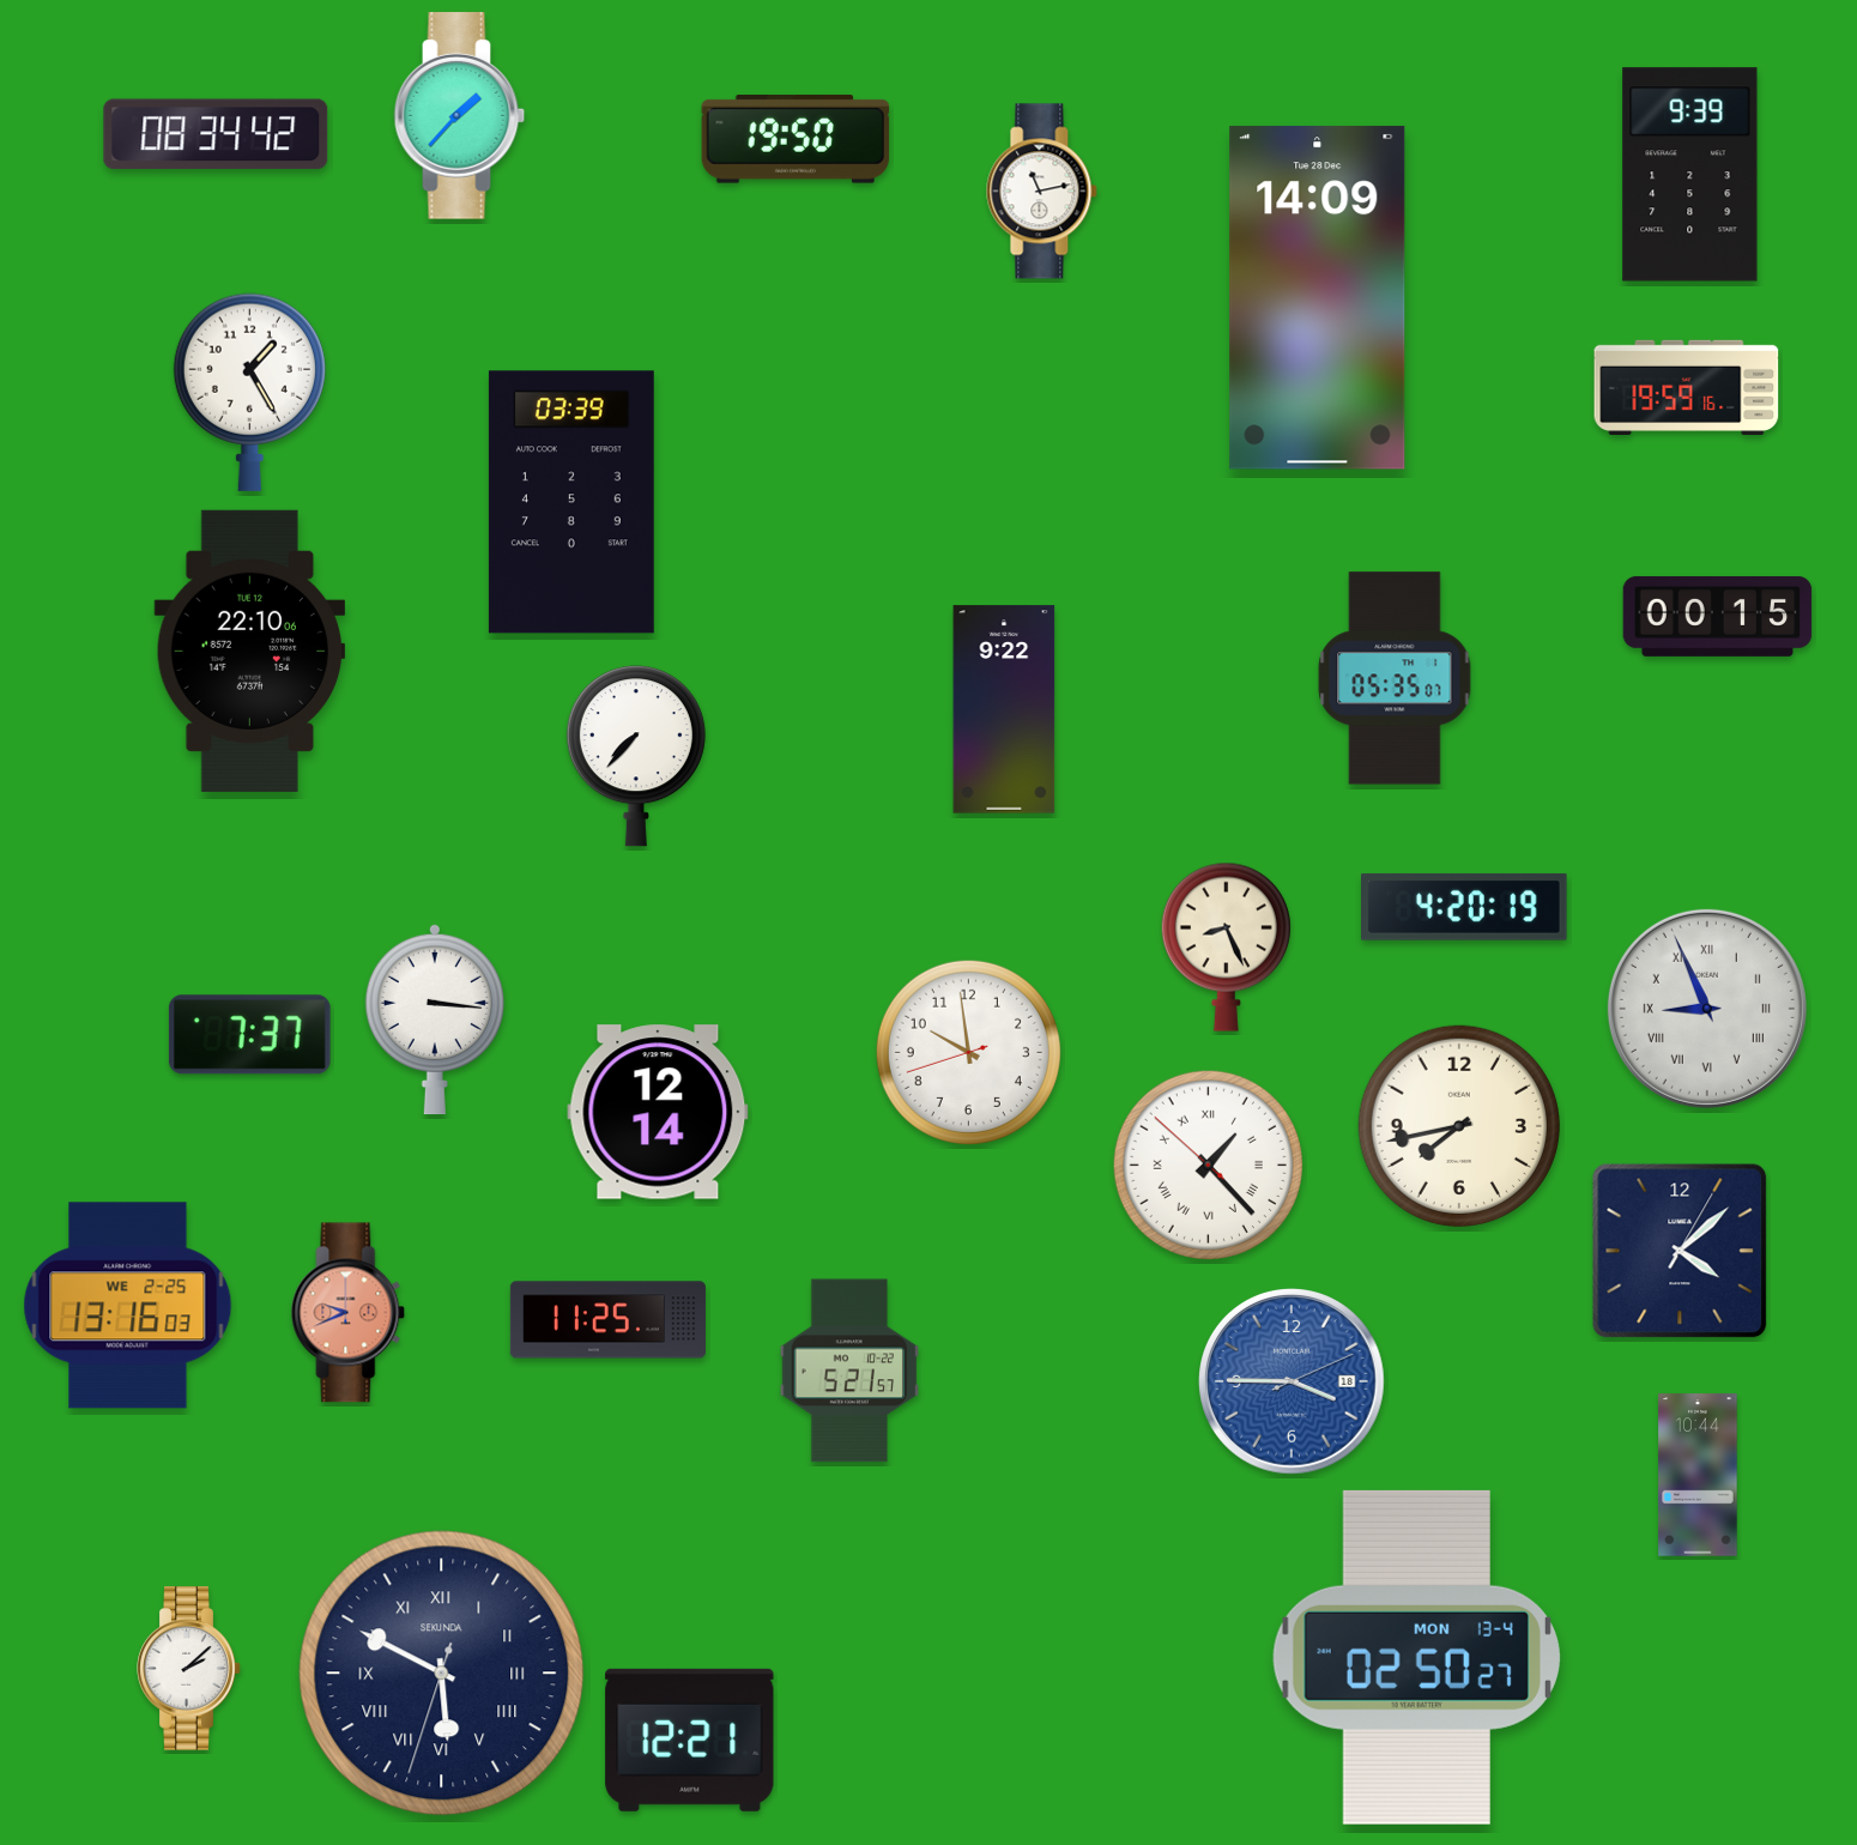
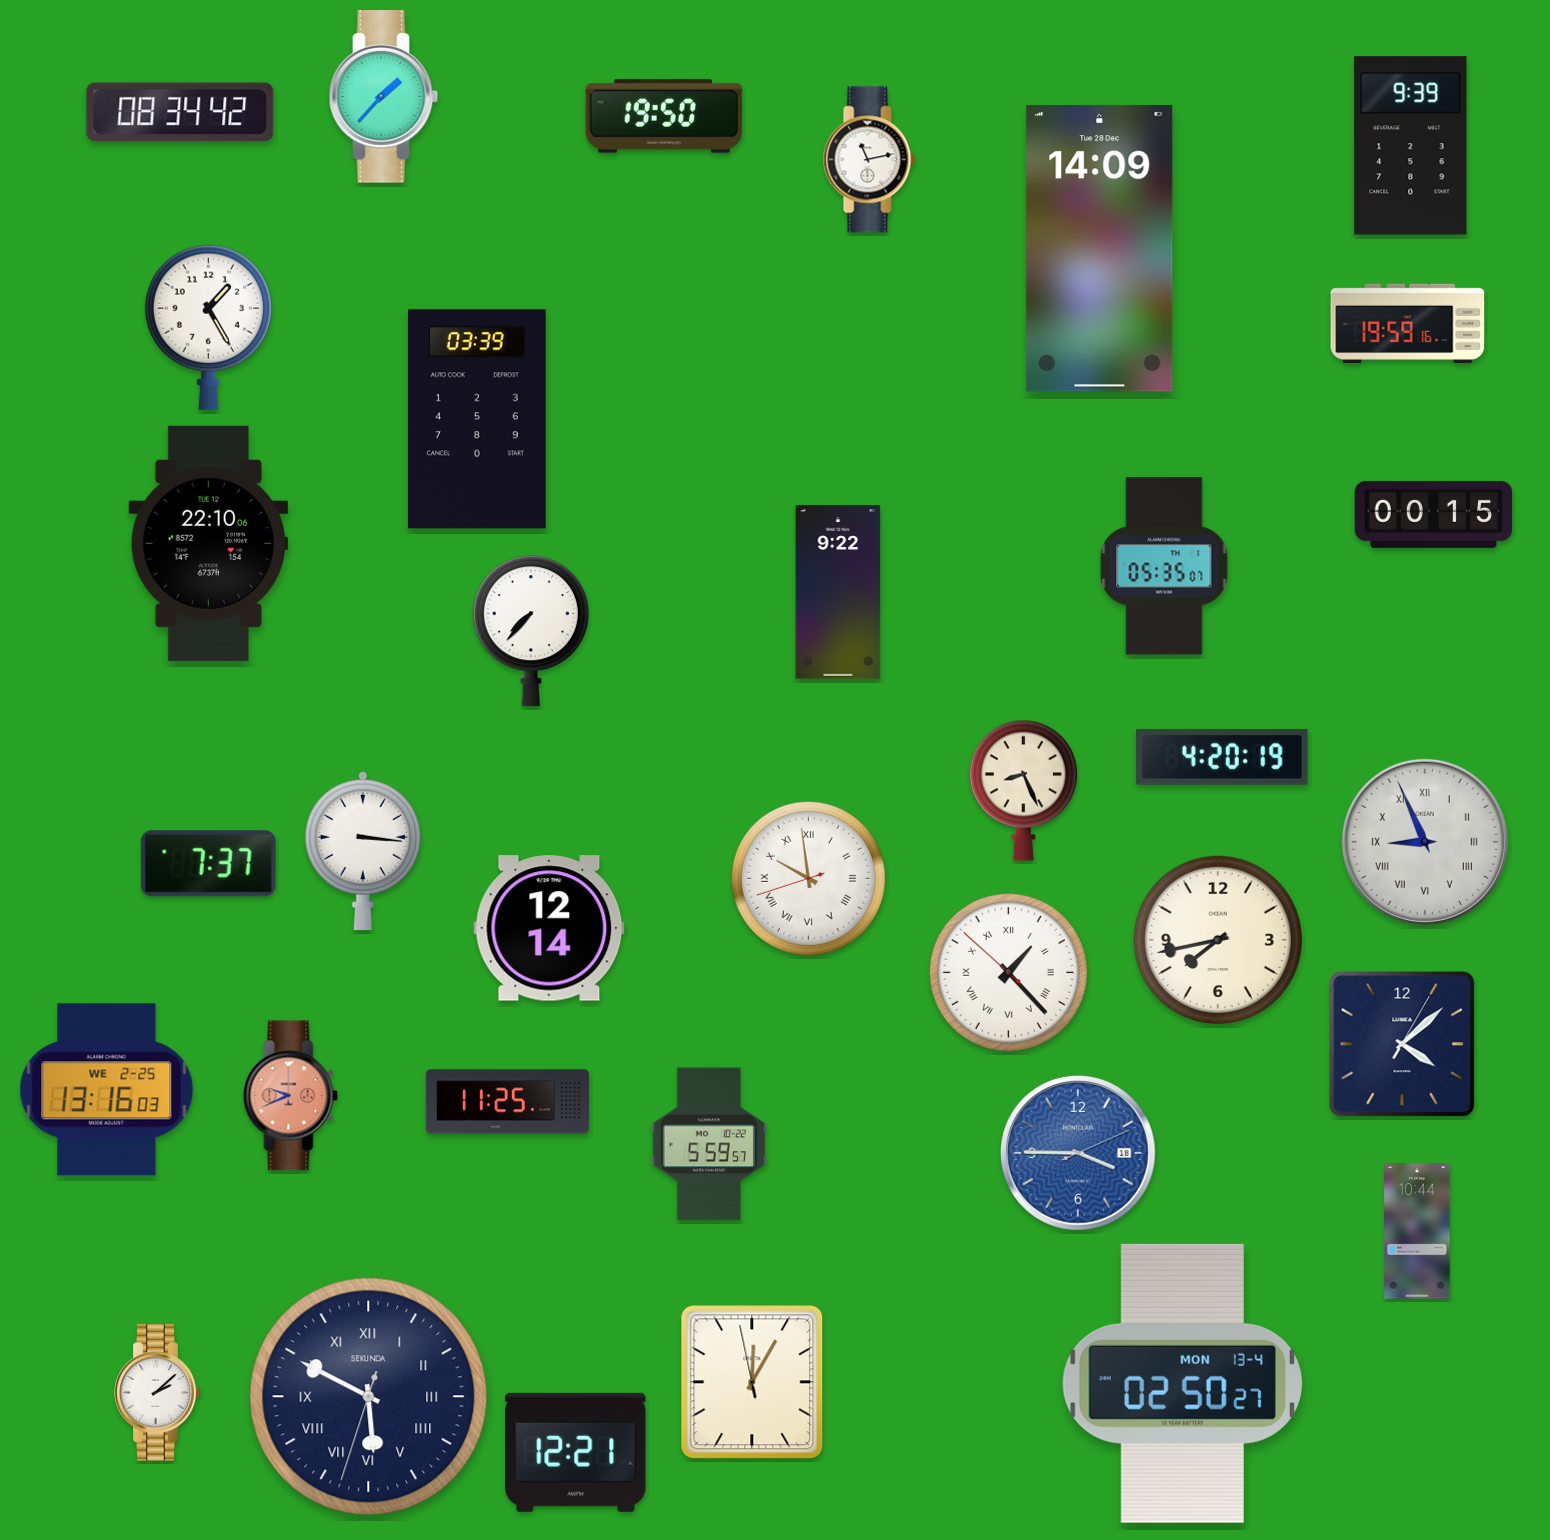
clock at (968, 1052) numerals: Arabic -> Roman
clock at (848, 1371): 5:21 -> 5:59
clock at (752, 1382): none -> 12:04
